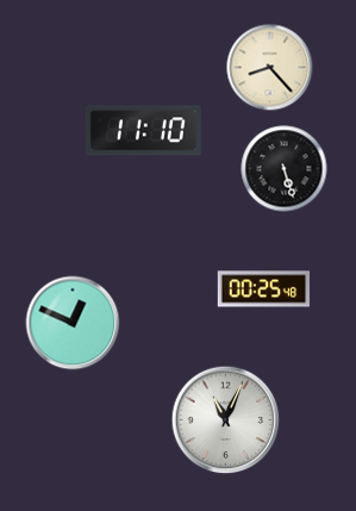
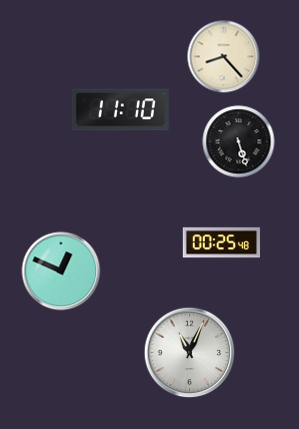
clock at (270, 68) position: (270, 68) -> (224, 57)
